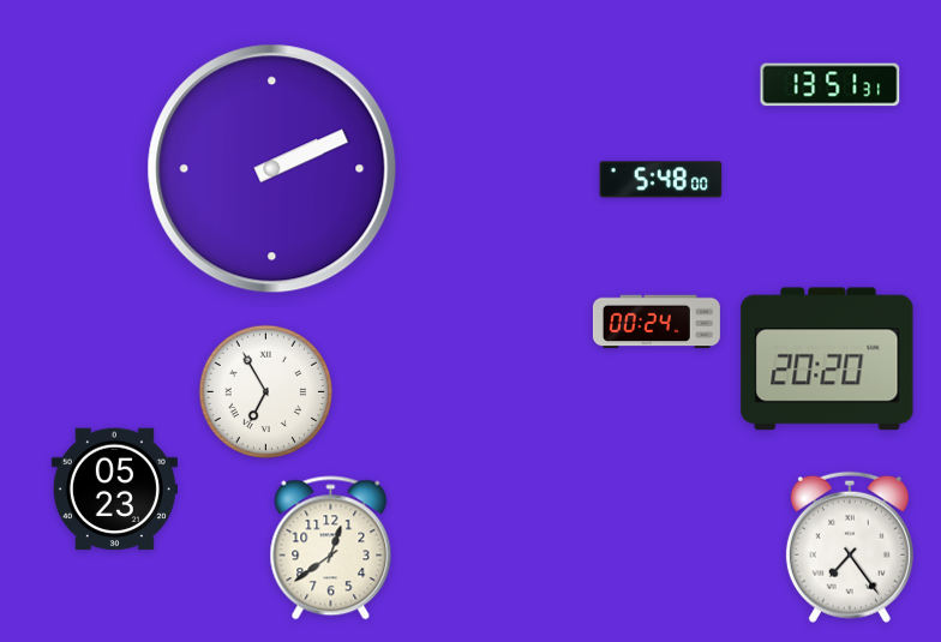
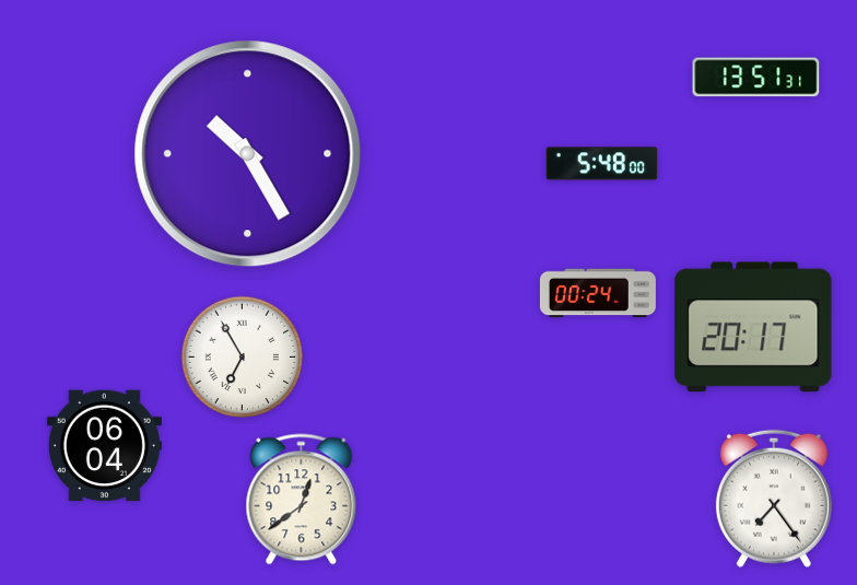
clock at (272, 169): 2:11 -> 10:25
clock at (827, 359): 20:20 -> 20:17
clock at (114, 490): 05:23 -> 06:04
